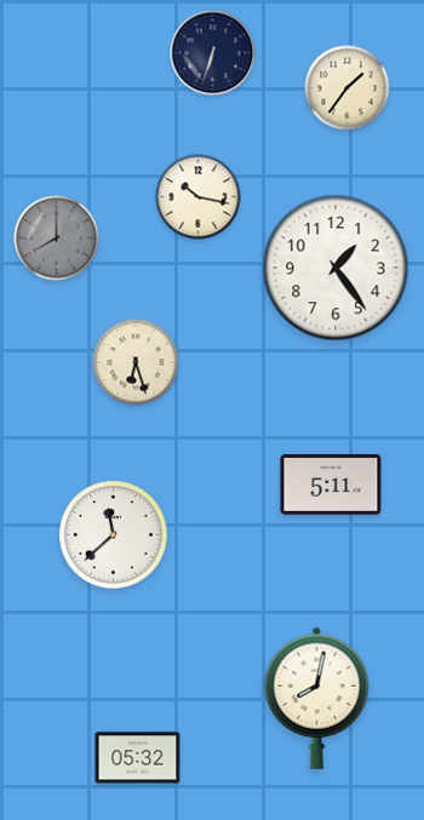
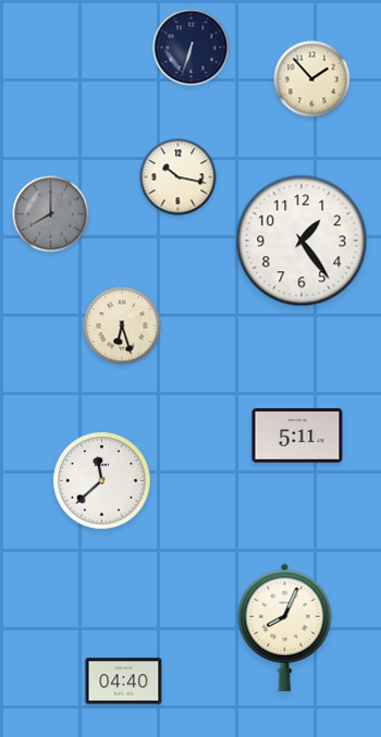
clock at (348, 88): 1:36 -> 1:53
clock at (317, 698): 8:02 -> 8:04
clock at (138, 758): 05:32 -> 04:40
